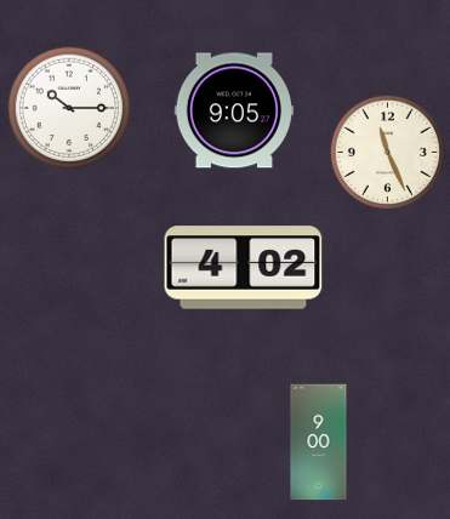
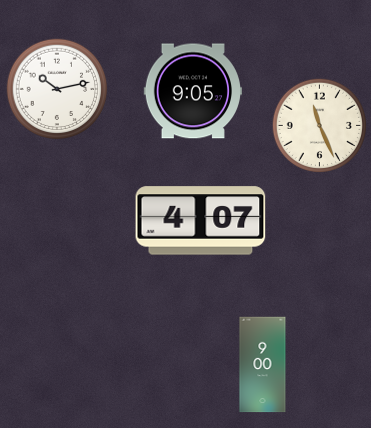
clock at (69, 108): 10:15 -> 10:13
clock at (244, 268): 4:02 -> 4:07
